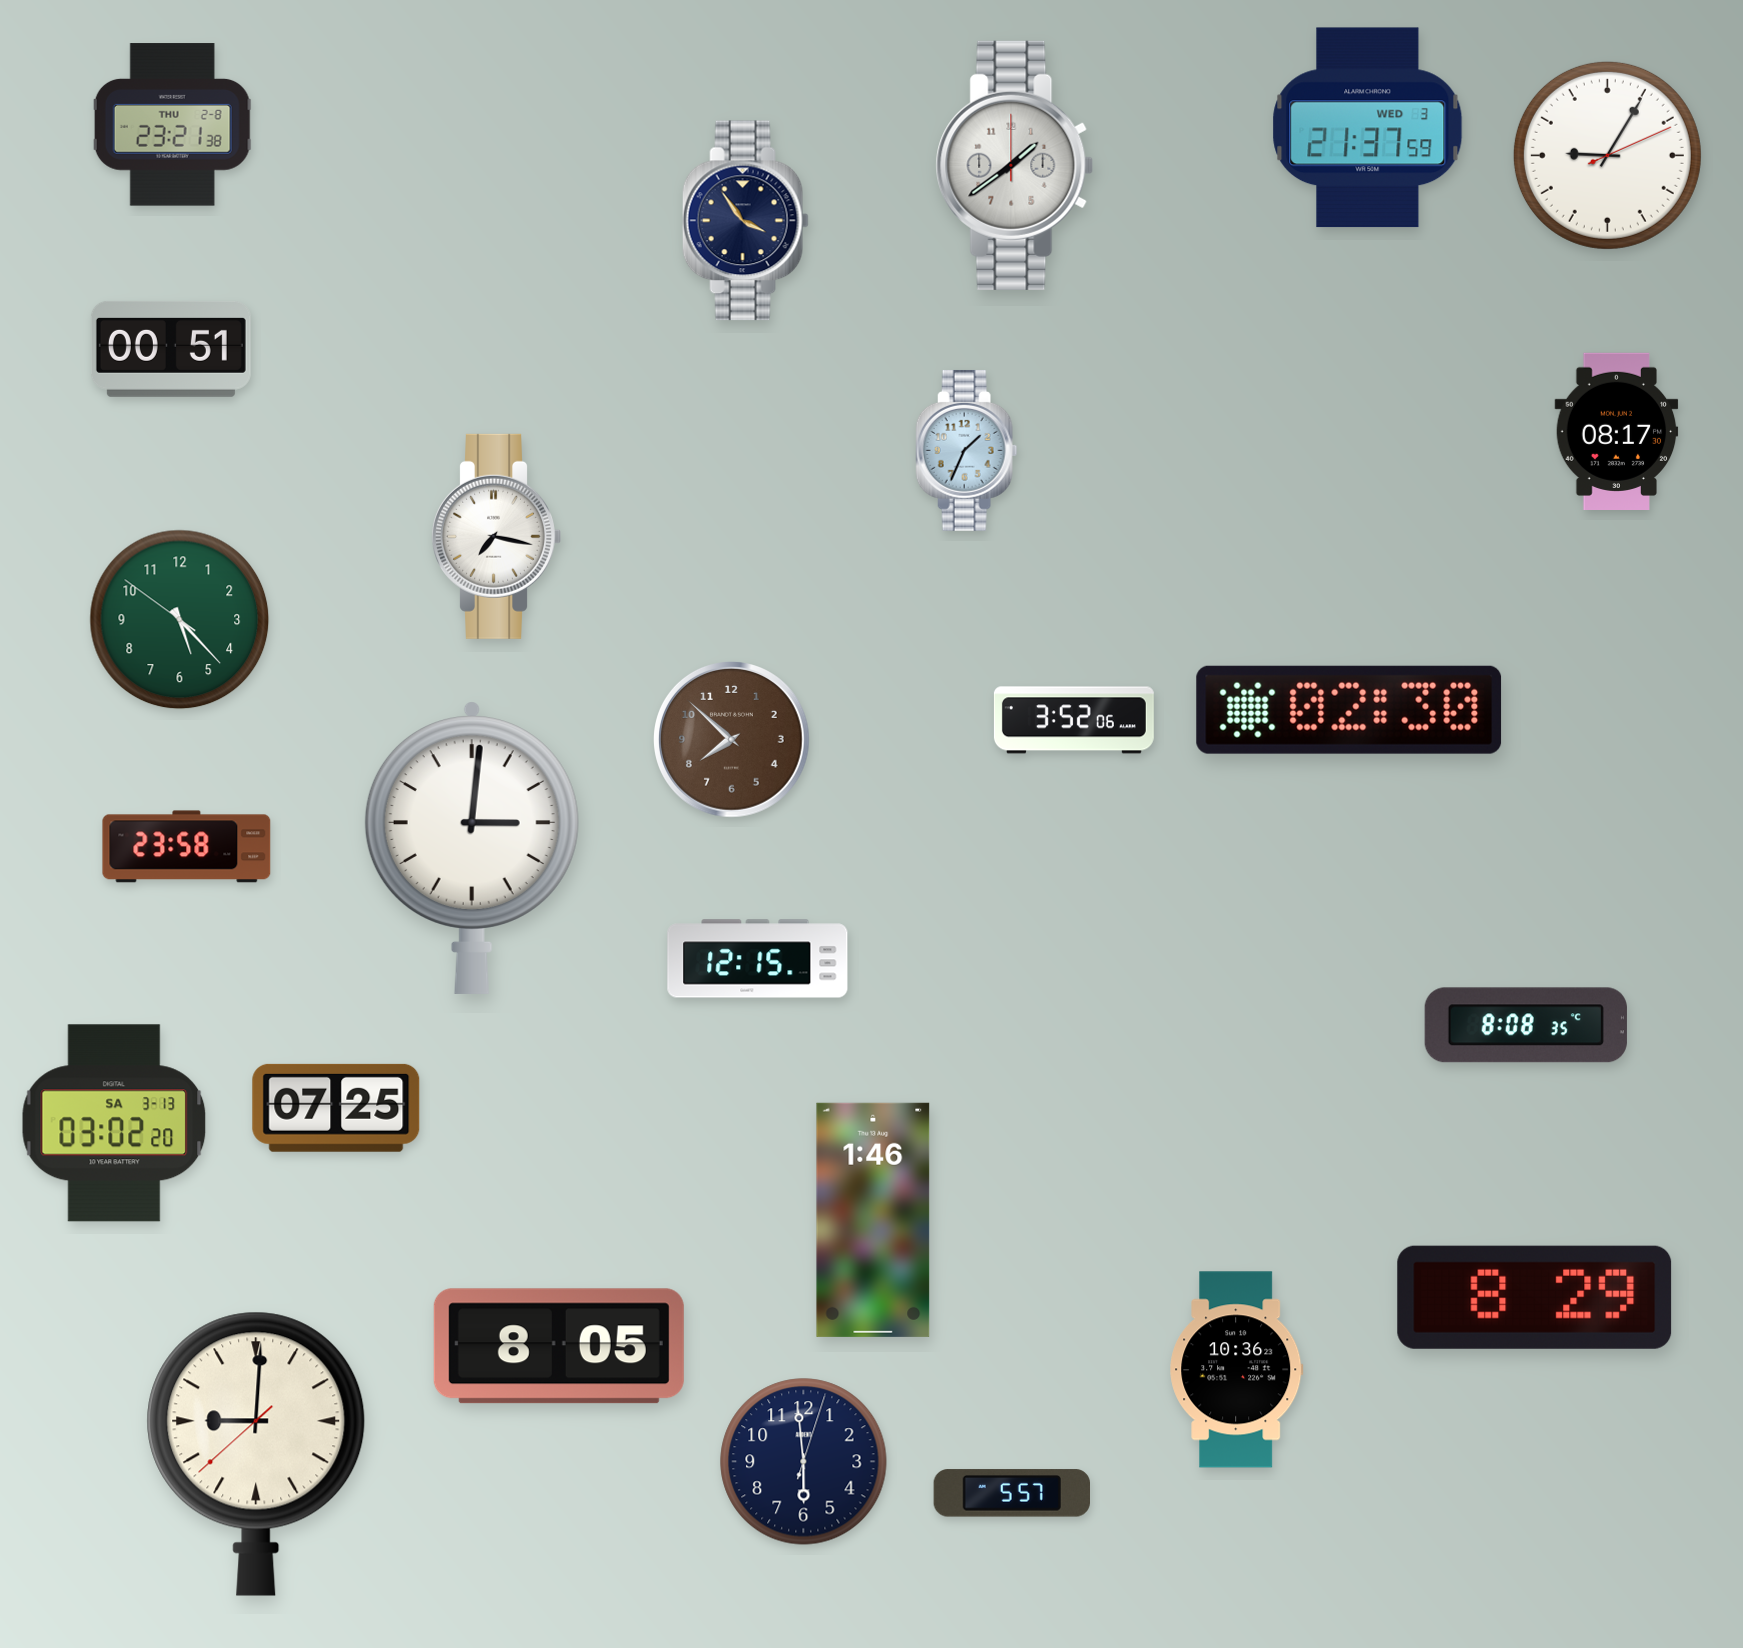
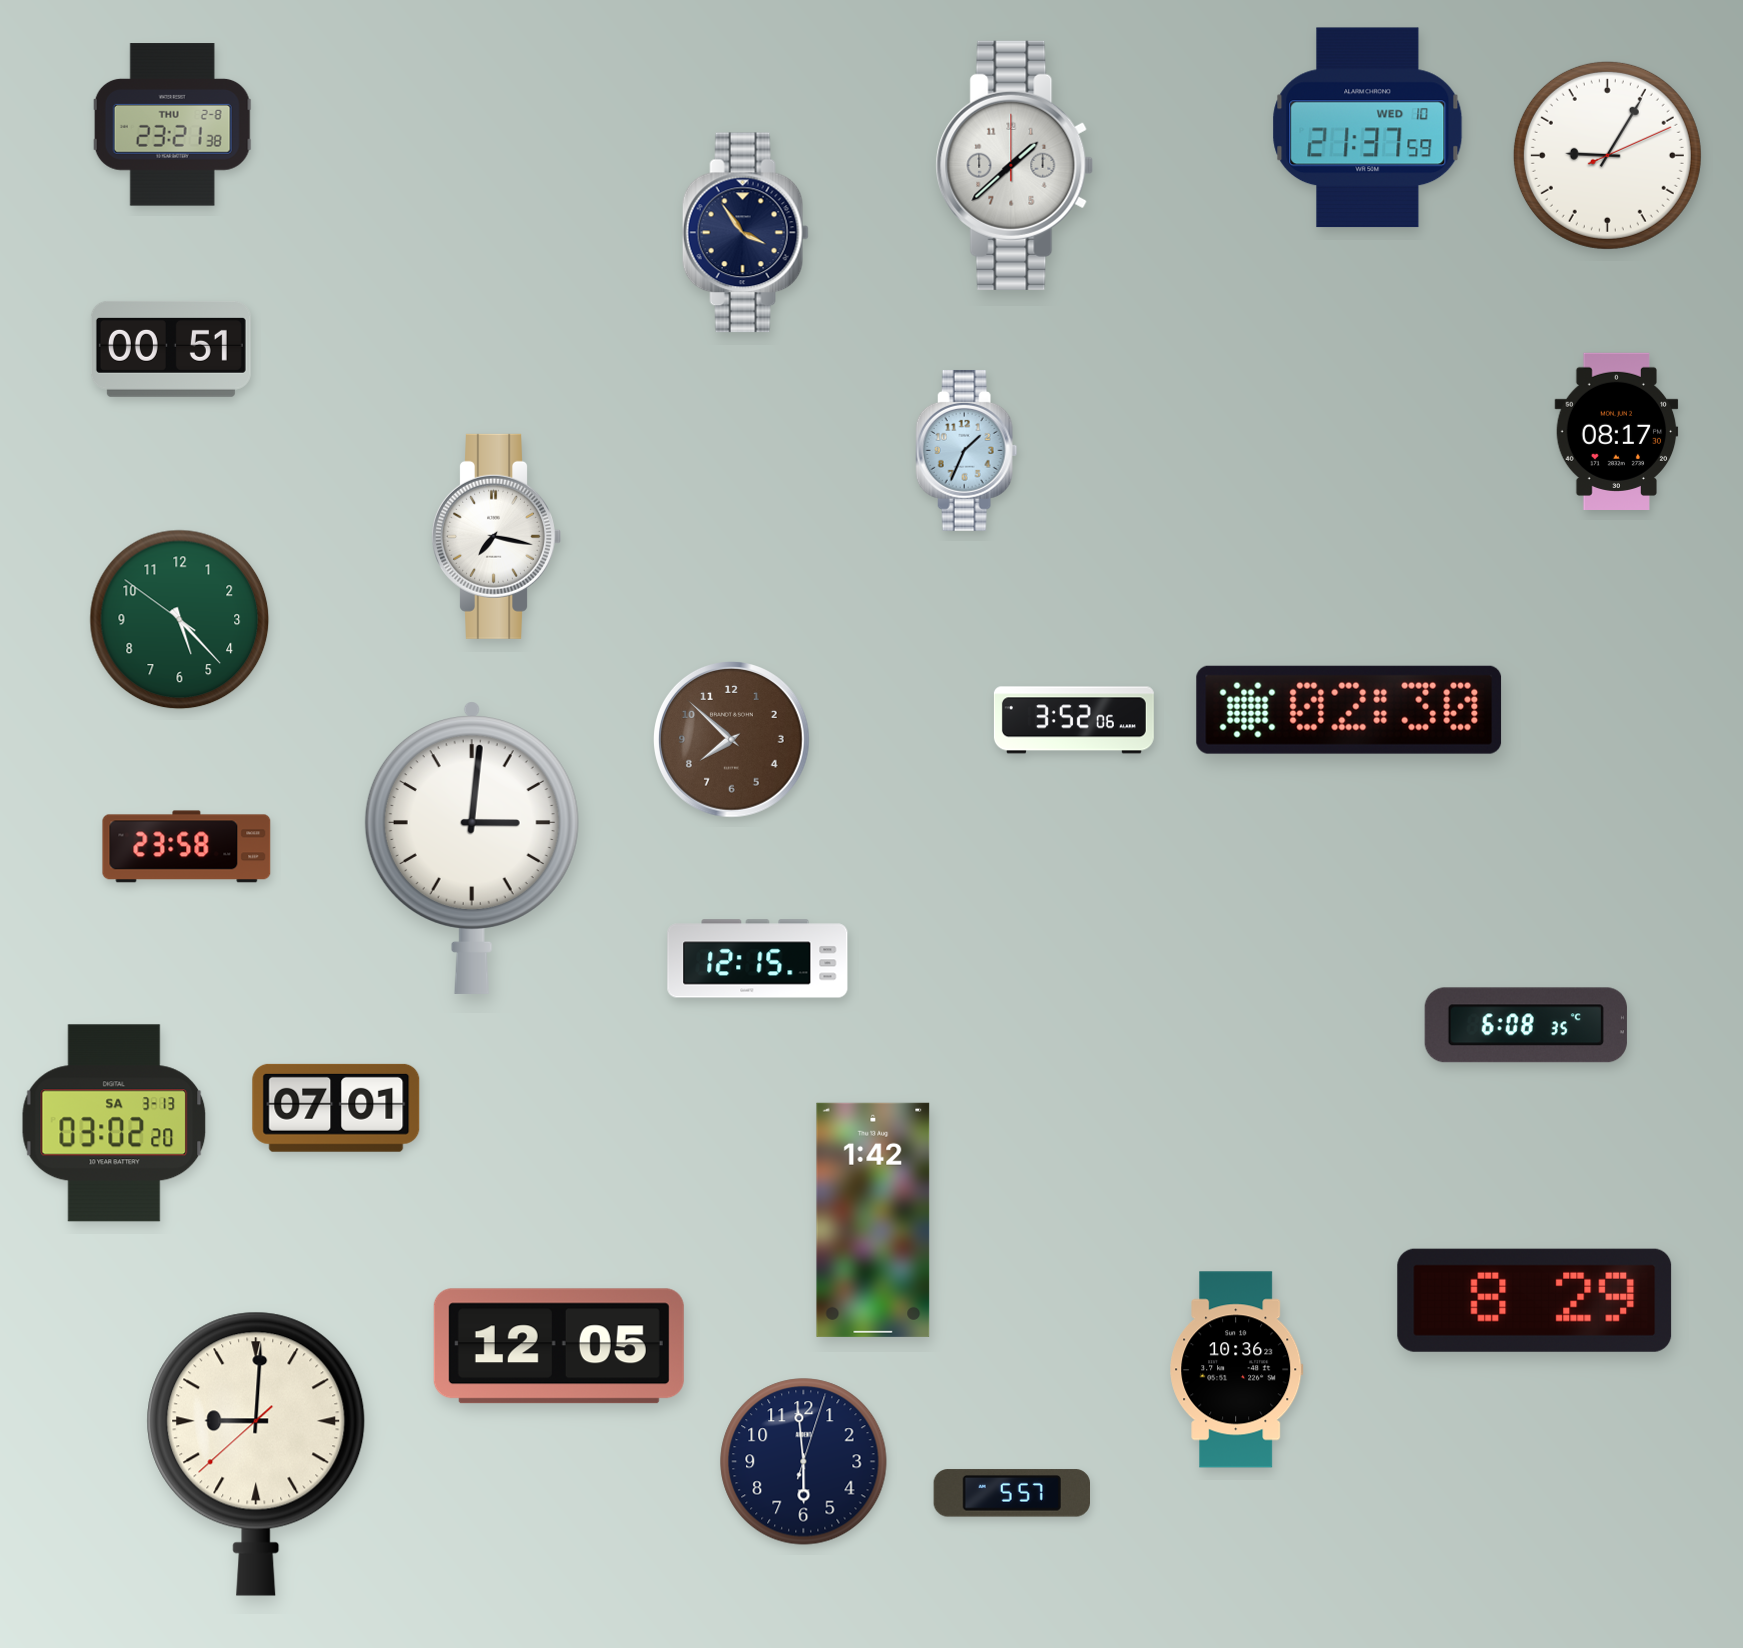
clock at (1368, 128) date: WED 3 -> WED 10
clock at (1015, 165): 1:39 -> 1:38
clock at (745, 221) position: (745, 221) -> (745, 233)
clock at (1526, 1025): 8:08 -> 6:08
clock at (336, 1108): 07:25 -> 07:01
clock at (873, 1220): 1:46 -> 1:42
clock at (1535, 1297) position: (1535, 1297) -> (1535, 1300)
clock at (559, 1346): 8:05 -> 12:05
